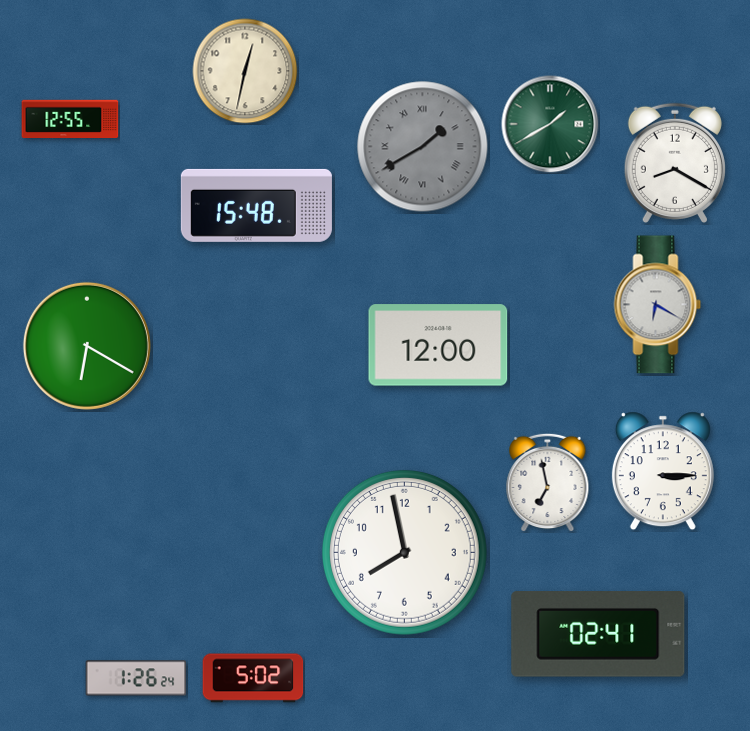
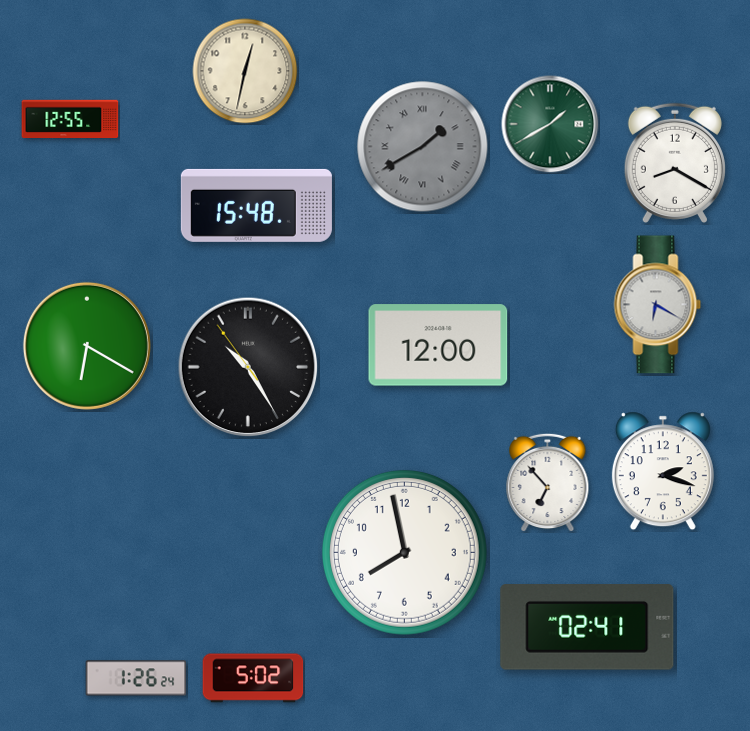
clock at (248, 367): none -> 10:24
clock at (663, 471): 3:15 -> 2:18
clock at (548, 482): 6:58 -> 6:53
clock at (598, 634) position: (598, 634) -> (587, 627)
